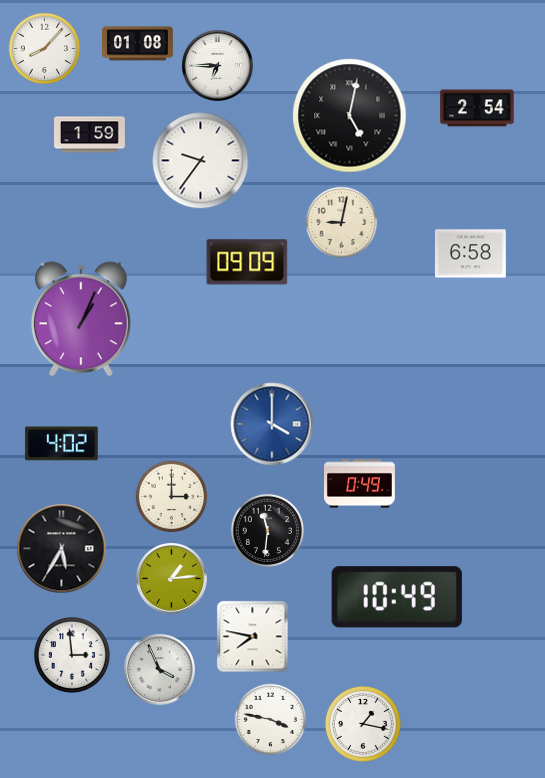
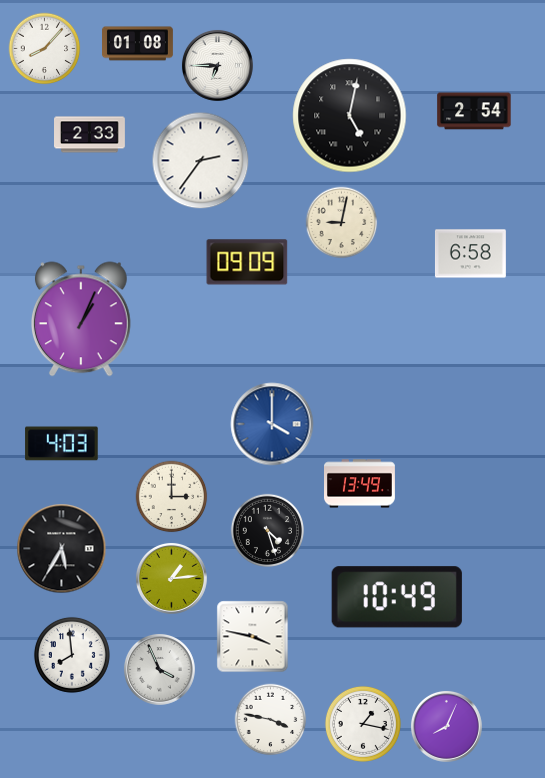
clock at (477, 108) position: (477, 108) -> (474, 111)
clock at (90, 135): 1:59 -> 2:33
clock at (201, 161): 9:36 -> 2:36
clock at (62, 444): 4:02 -> 4:03
clock at (360, 484): 0:49 -> 13:49
clock at (267, 530): 11:31 -> 4:27
clock at (253, 637): 7:47 -> 3:47
clock at (72, 655): 2:59 -> 7:59
clock at (446, 726): none -> 8:04
